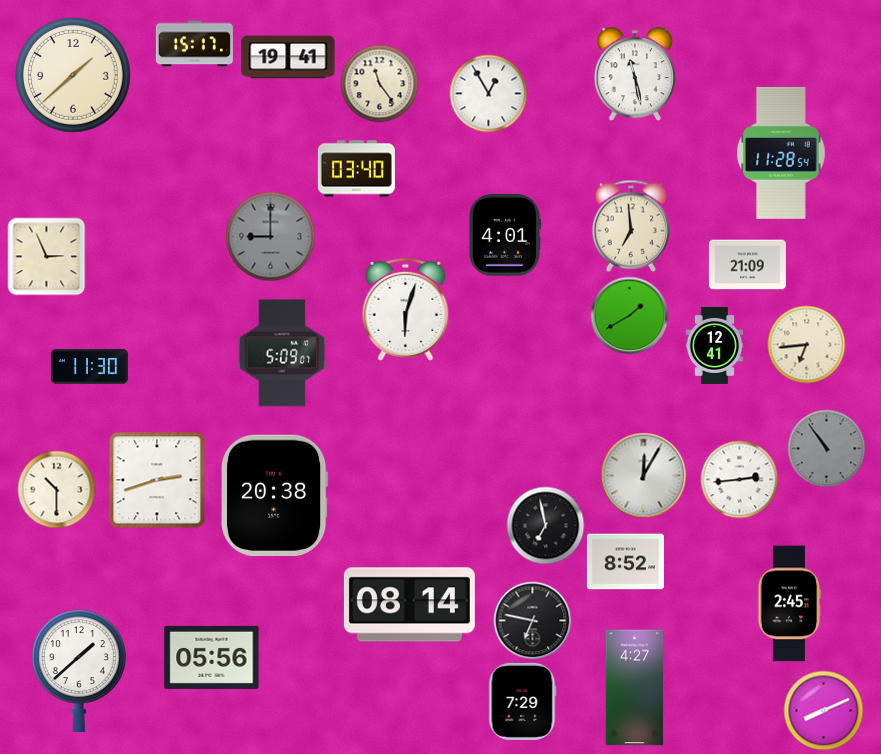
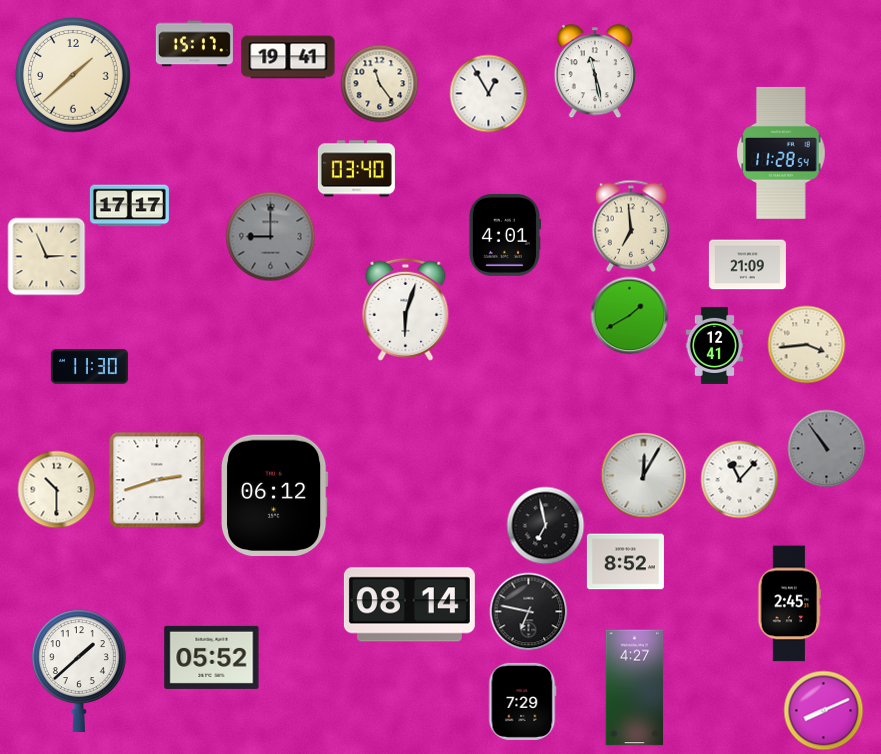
clock at (635, 74) position: (635, 74) -> (595, 71)
clock at (129, 206): none -> 17:17
clock at (806, 344): 6:44 -> 3:44
clock at (282, 353): 5:09 -> none
clock at (739, 479): 2:44 -> 11:07
clock at (274, 495): 20:38 -> 06:12
clock at (532, 620) position: (532, 620) -> (528, 611)
clock at (212, 657): 05:56 -> 05:52
